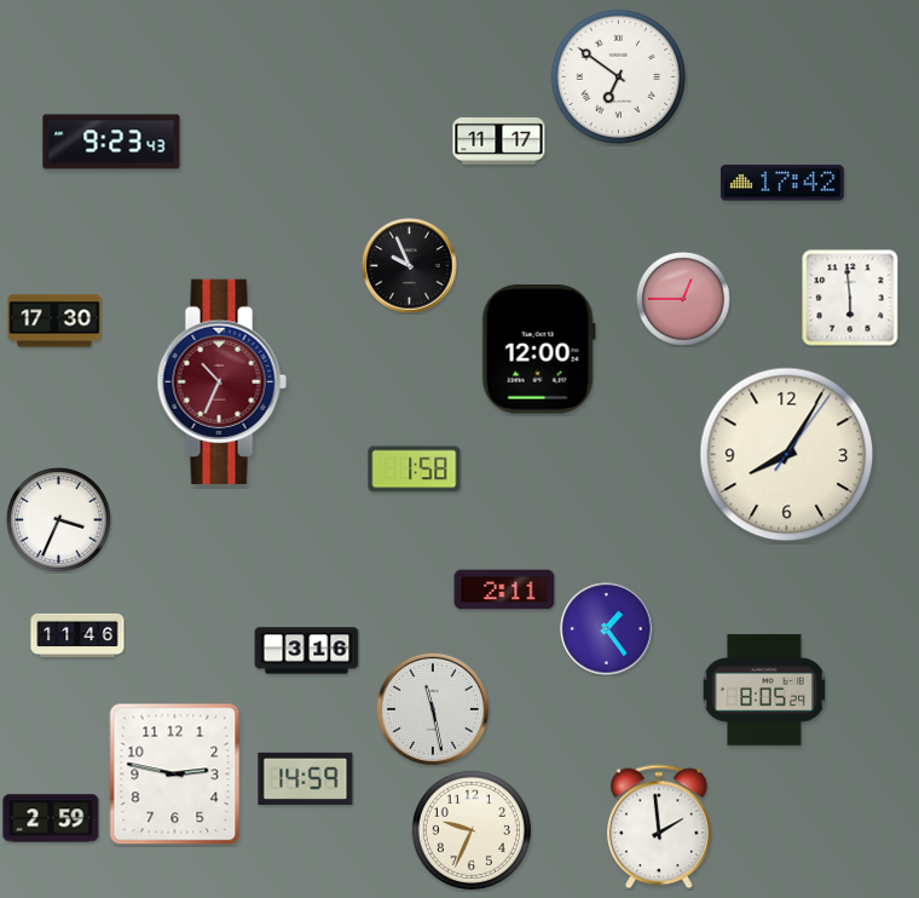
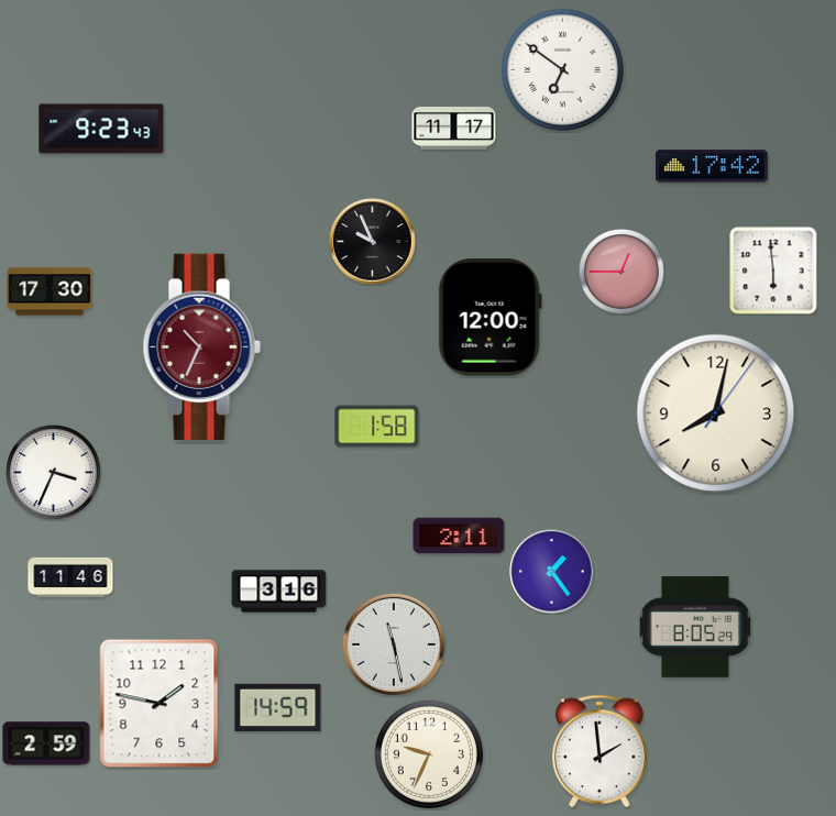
clock at (787, 455): 8:05 -> 8:02
clock at (175, 775): 2:47 -> 1:47
